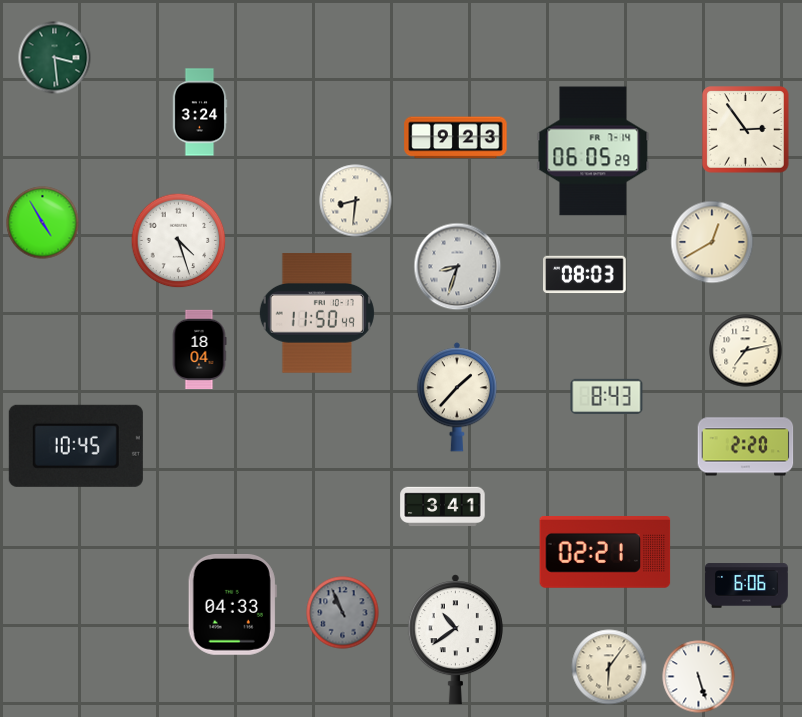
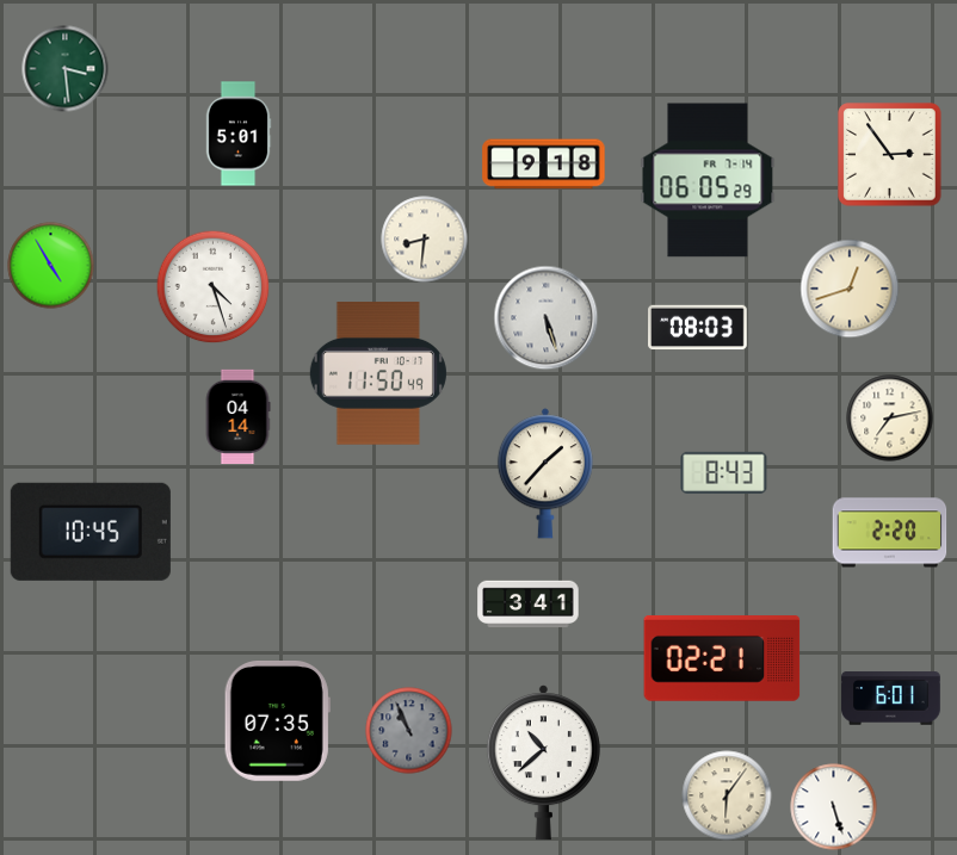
clock at (200, 112): 3:24 -> 5:01
clock at (456, 138): 9:23 -> 9:18
clock at (712, 242): 12:40 -> 12:42
clock at (458, 267): 8:33 -> 5:27
clock at (199, 349): 18:04 -> 04:14
clock at (747, 586): 6:06 -> 6:01
clock at (232, 605): 04:33 -> 07:35
clock at (455, 640): 10:39 -> 10:38
